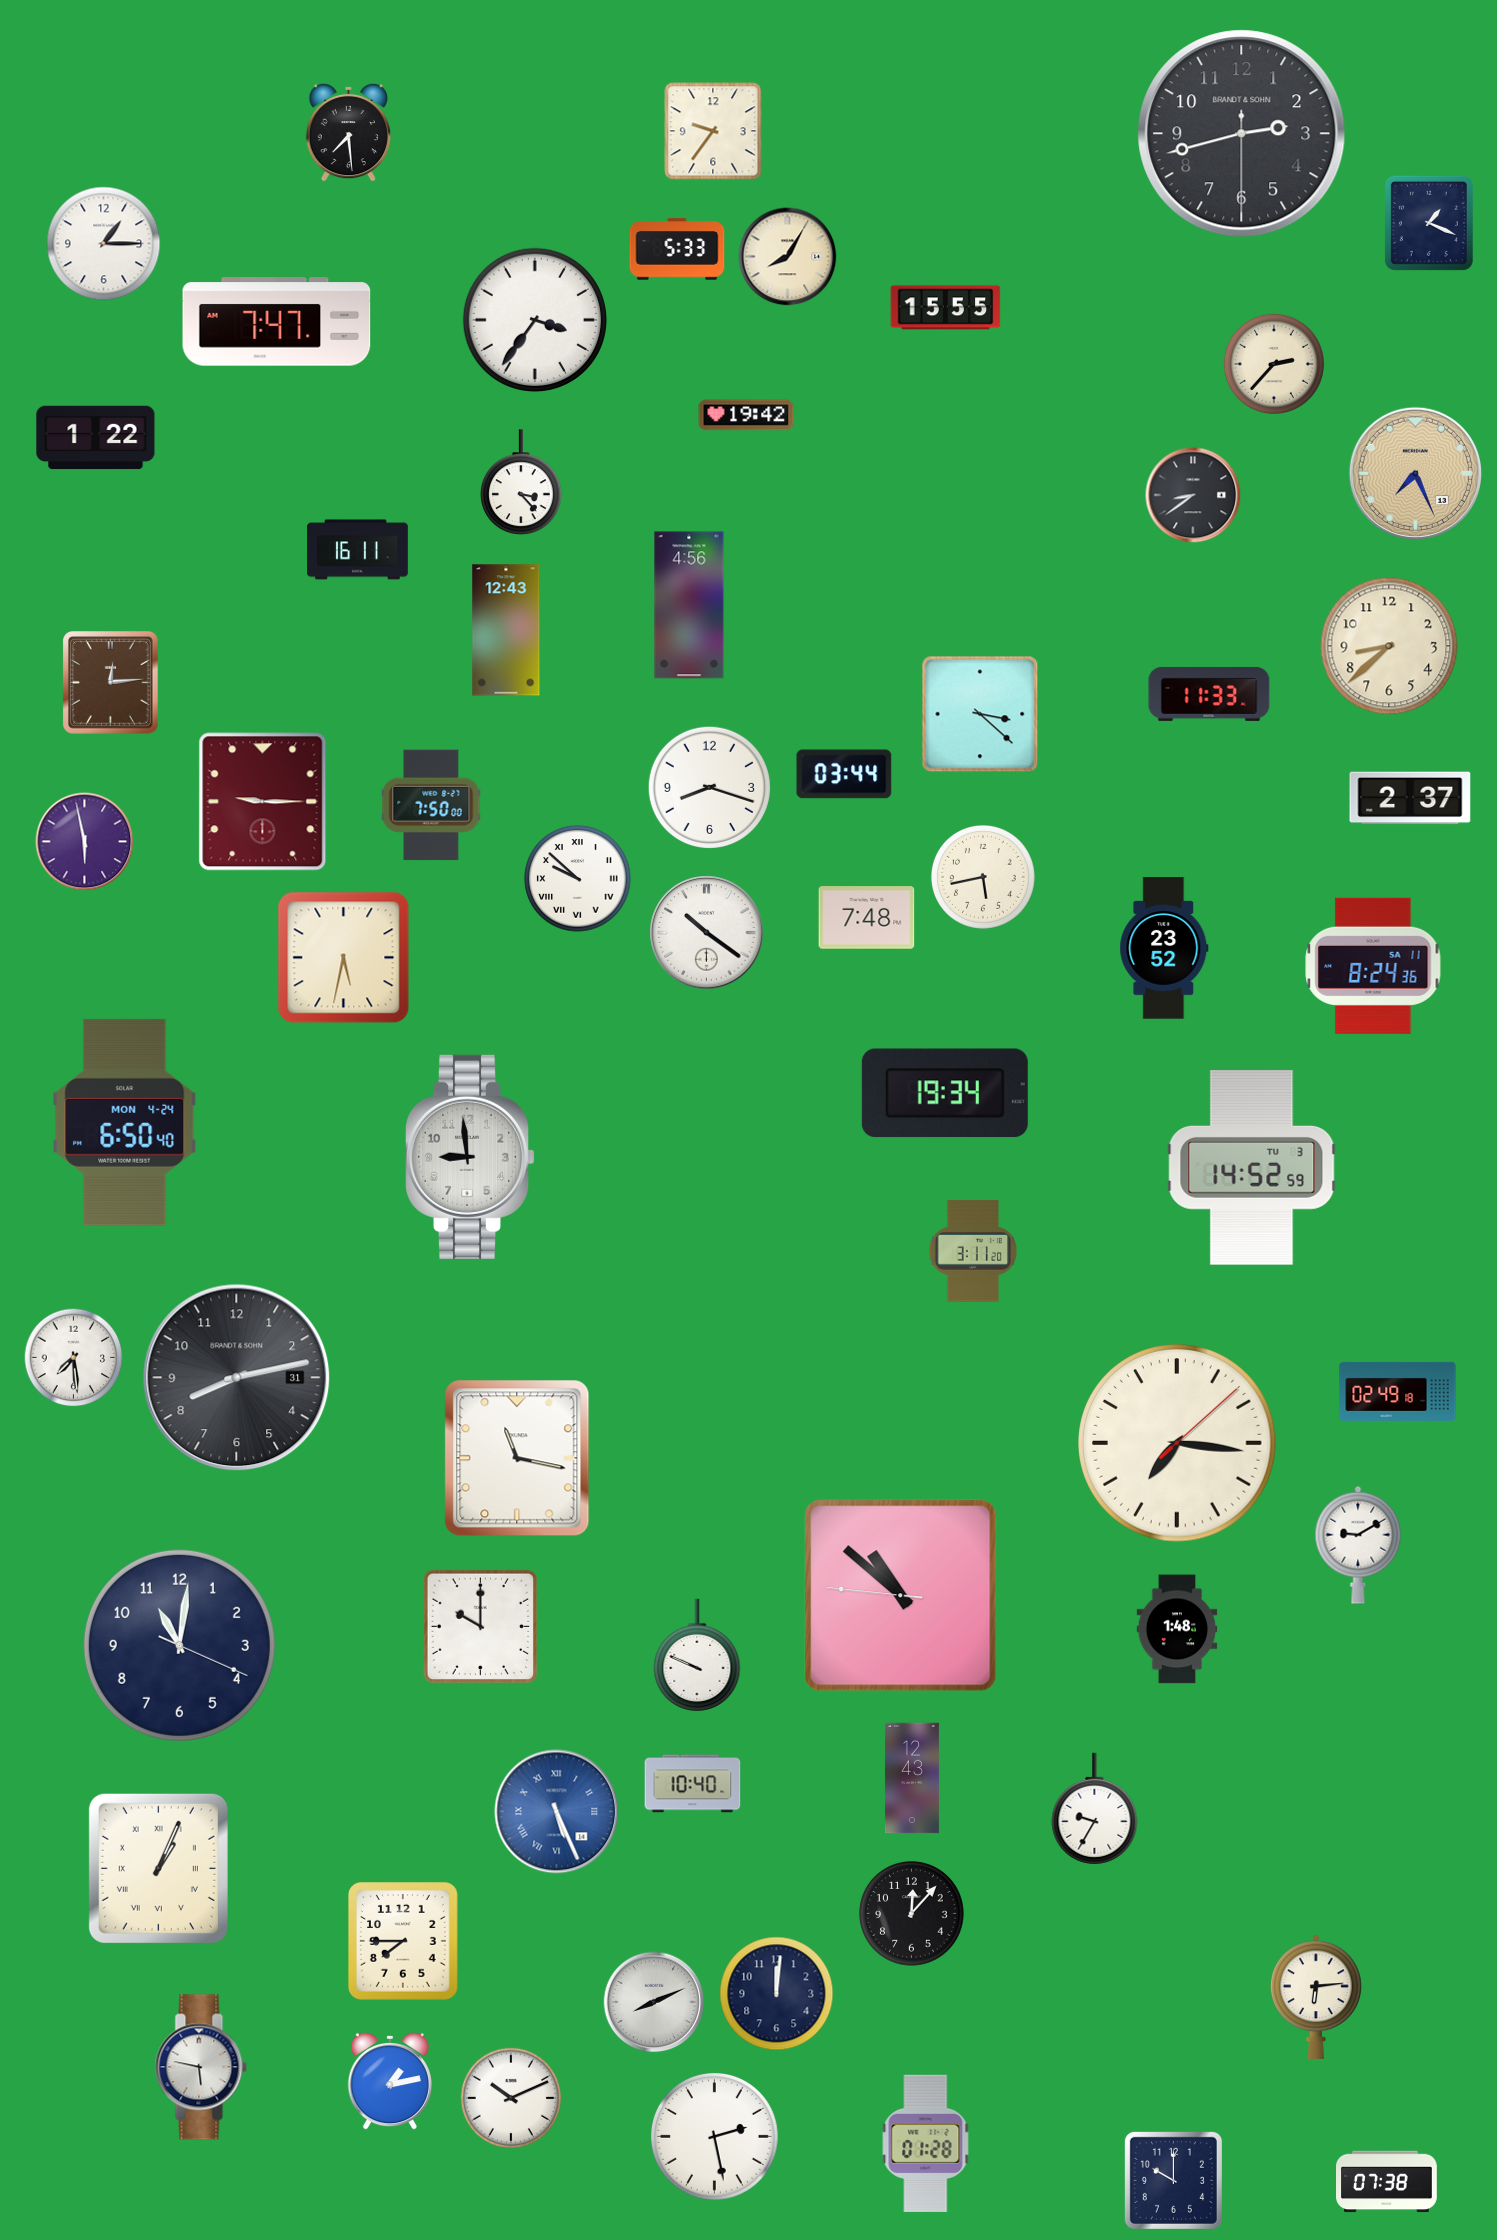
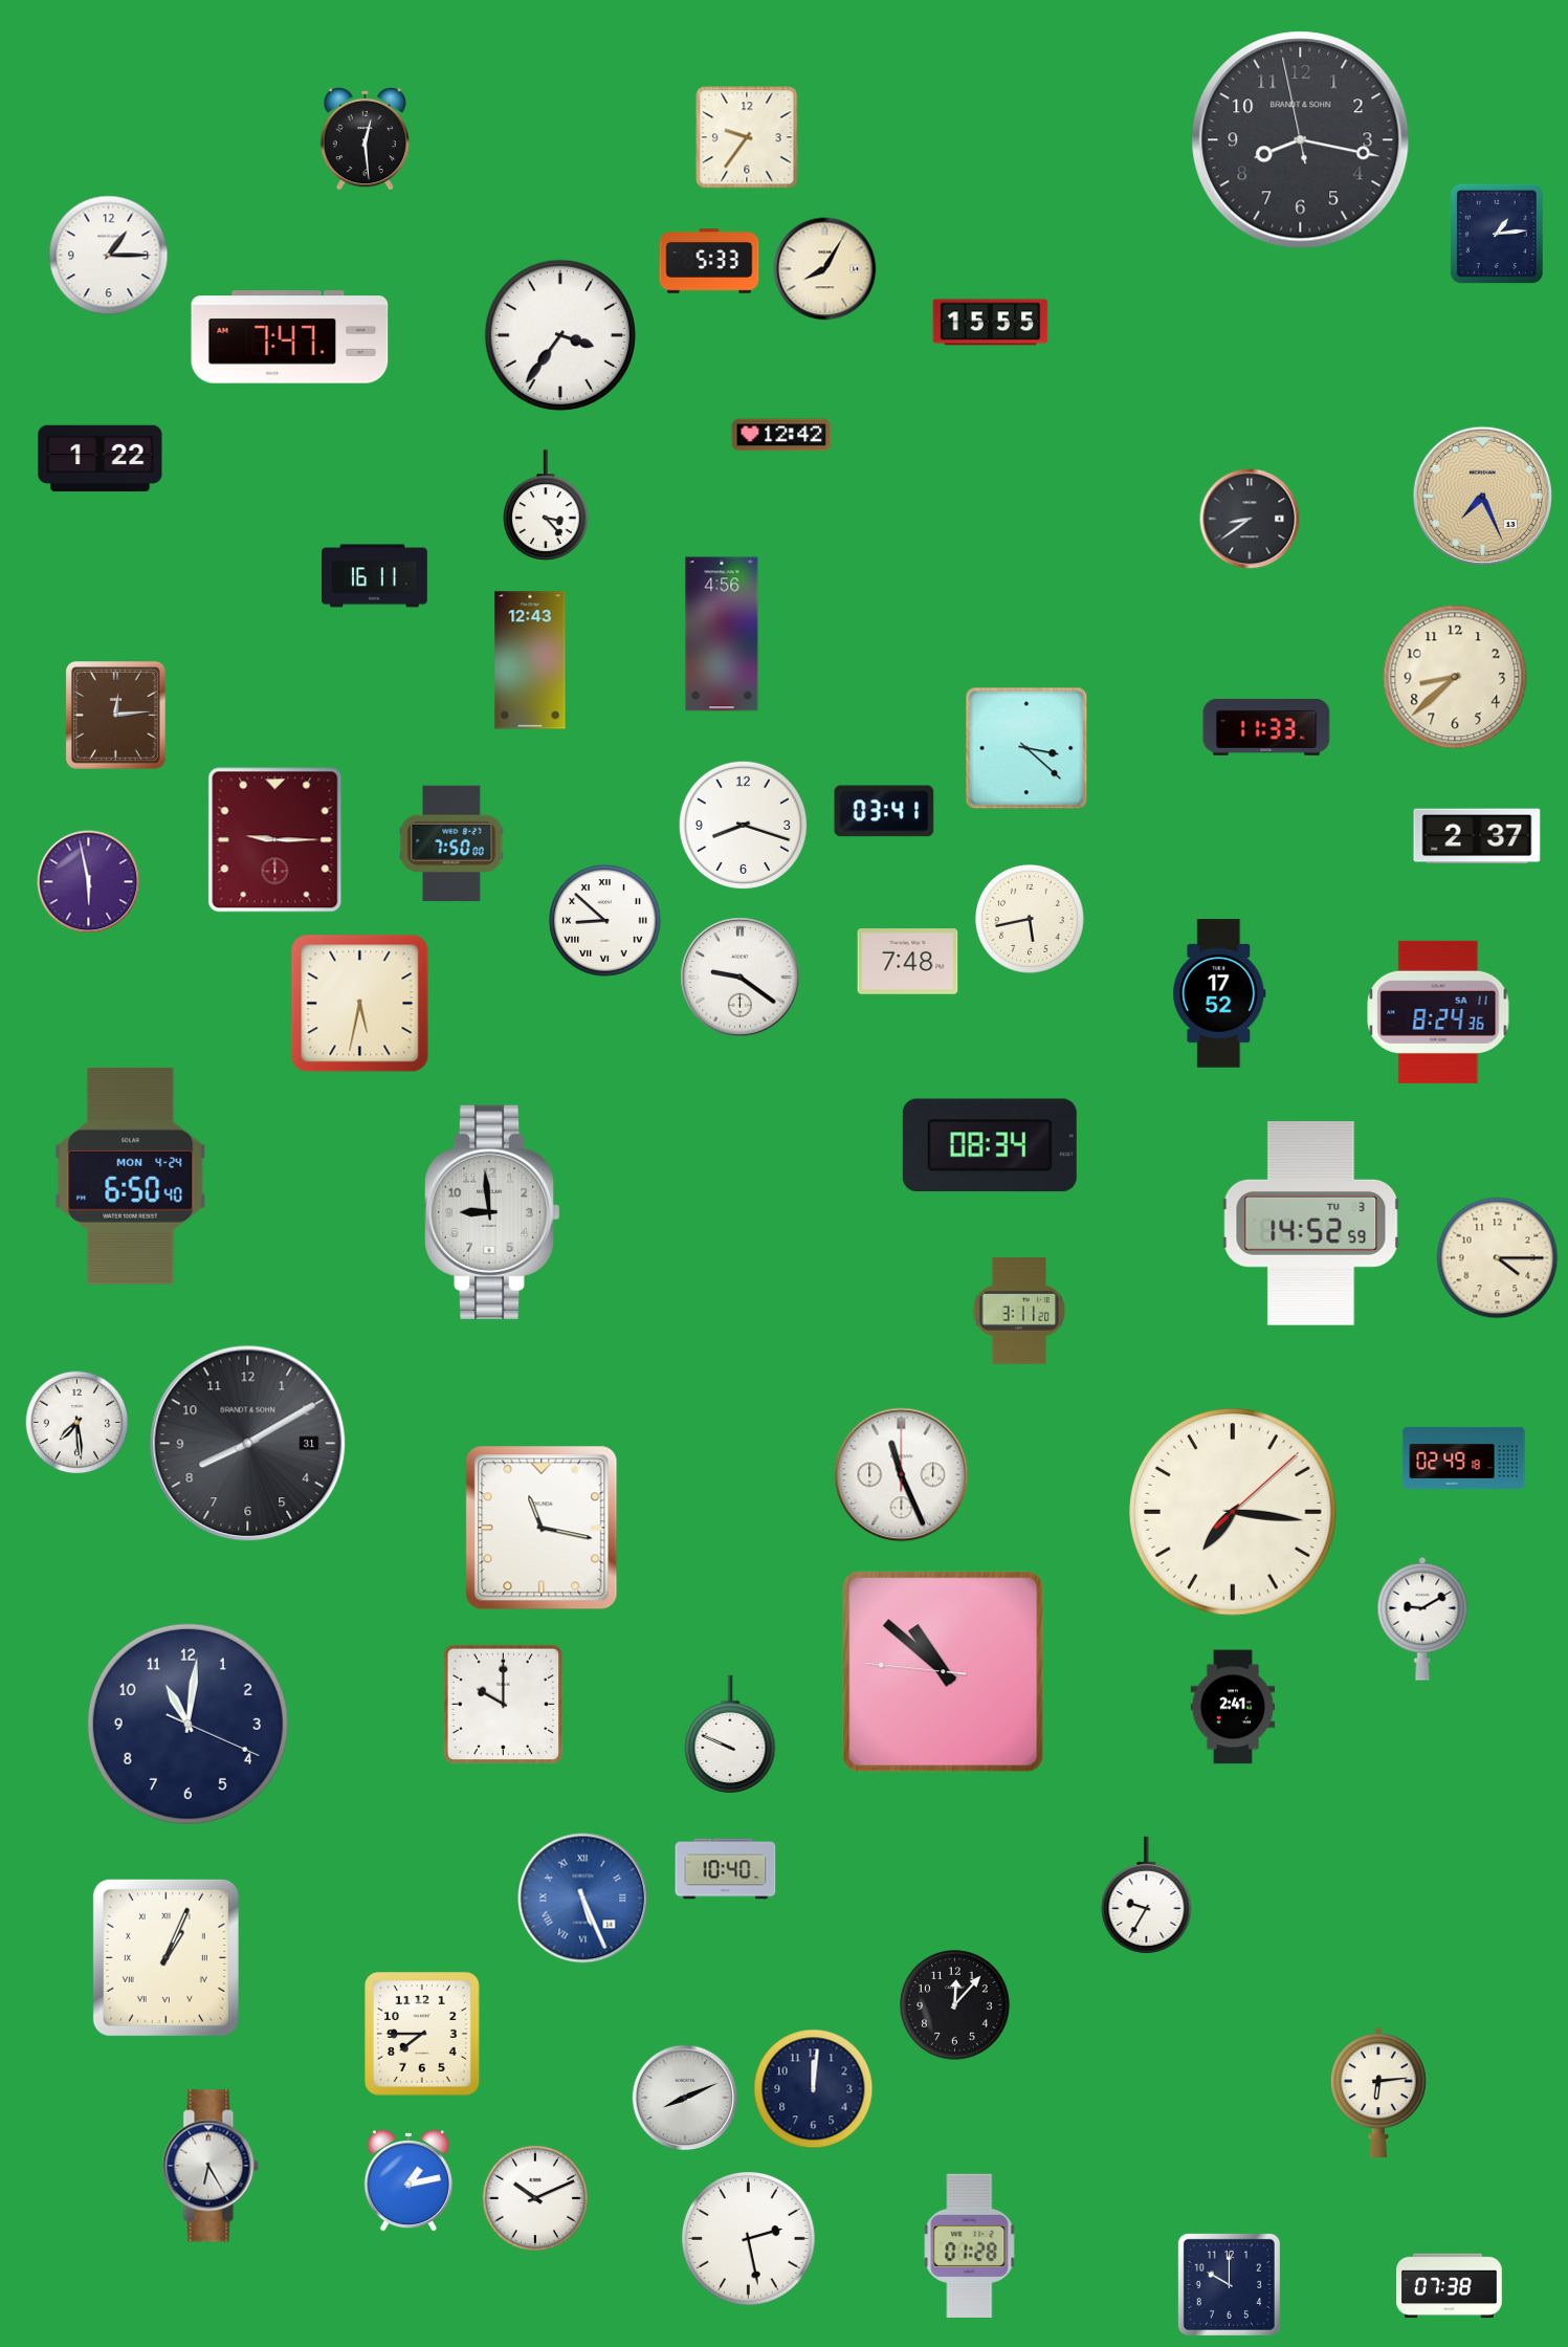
clock at (349, 132): 7:29 -> 12:29
clock at (1242, 134): 2:42 -> 8:16
clock at (1429, 223): 1:19 -> 1:14
clock at (1274, 364): 2:37 -> none
clock at (746, 415): 19:42 -> 12:42
clock at (844, 774): 03:44 -> 03:41
clock at (578, 879): 9:52 -> 8:52
clock at (707, 933): 10:21 -> 9:21
clock at (1164, 948): 23:52 -> 17:52
clock at (945, 1093): 19:34 -> 08:34
clock at (1498, 1258): none -> 4:15
clock at (237, 1378): 8:13 -> 8:10
clock at (902, 1475): none -> 11:26
clock at (1177, 1629): 1:48 -> 2:41
clock at (912, 1778): 12:43 -> none
clock at (201, 2067): 5:47 -> 6:25
clock at (1387, 2182) position: (1387, 2182) -> (1450, 2286)
